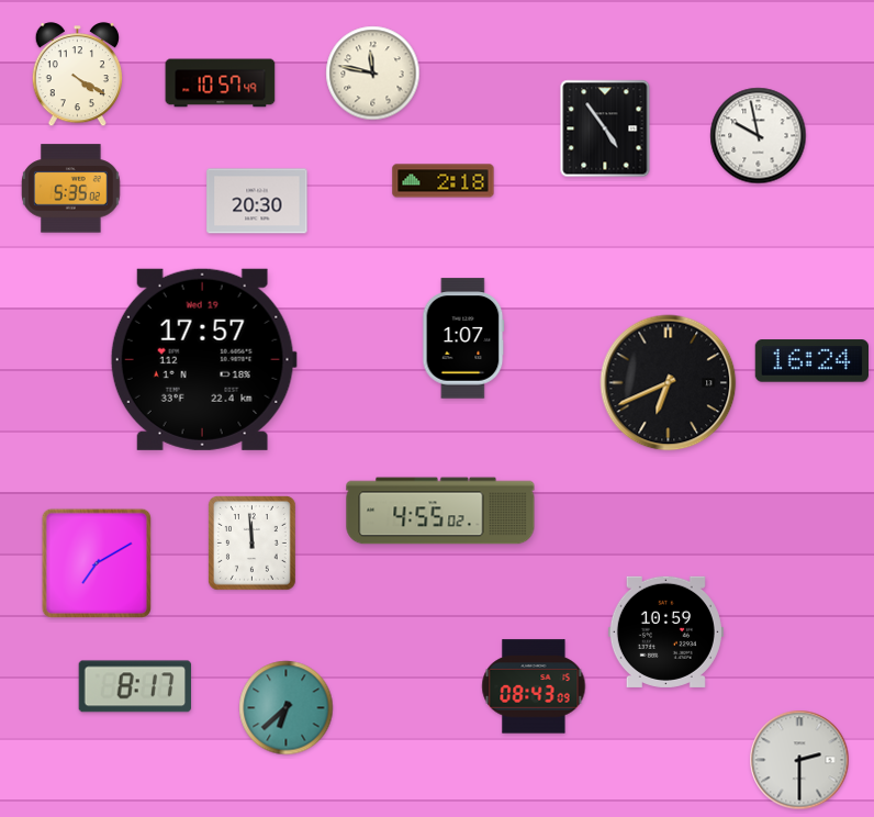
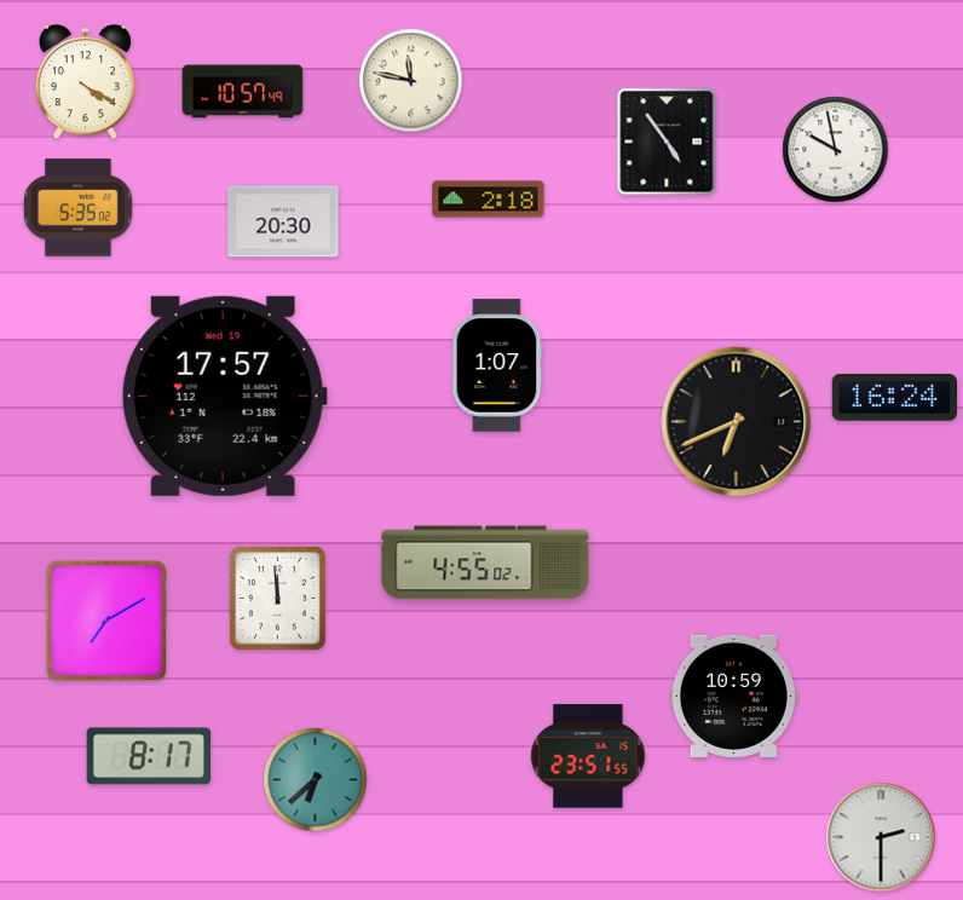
clock at (463, 338) position: (463, 338) -> (497, 365)
clock at (534, 686): 08:43 -> 23:51
